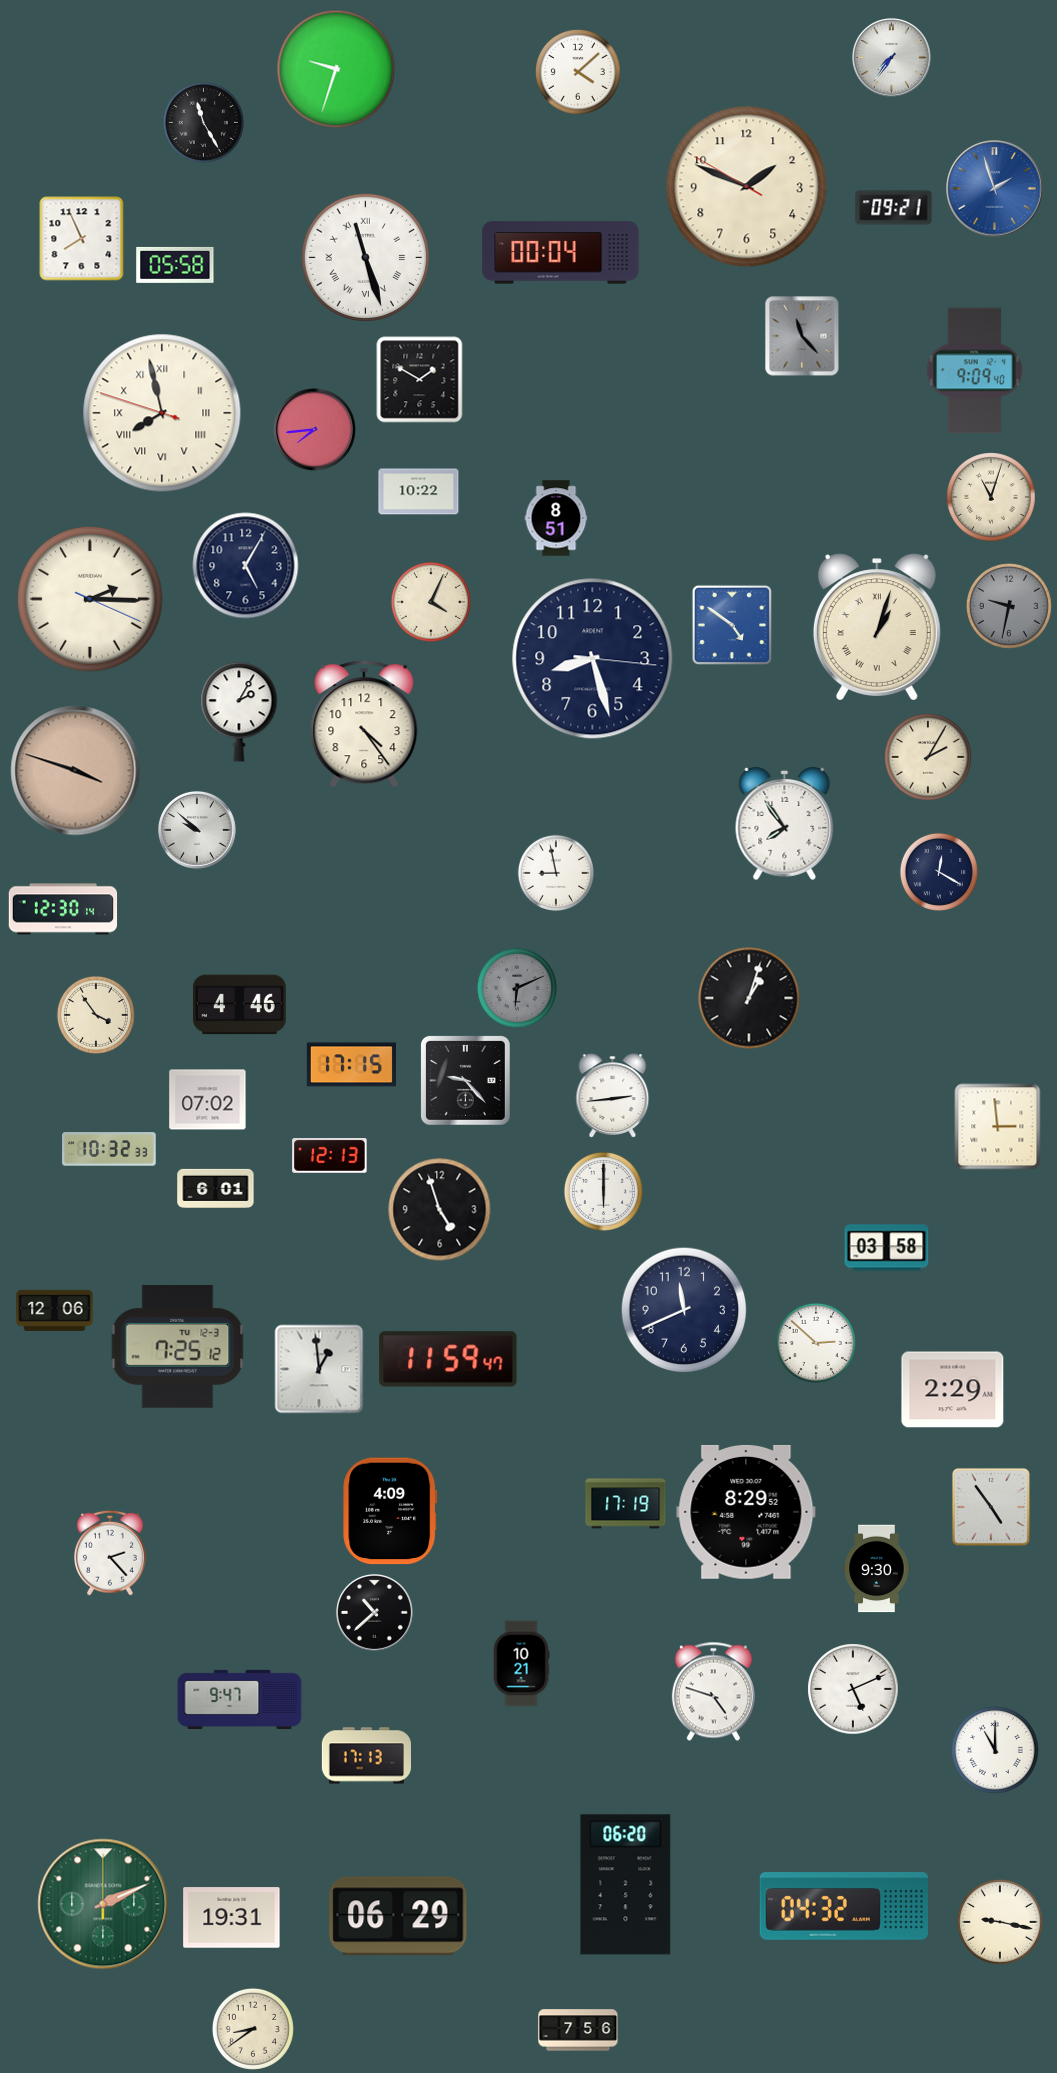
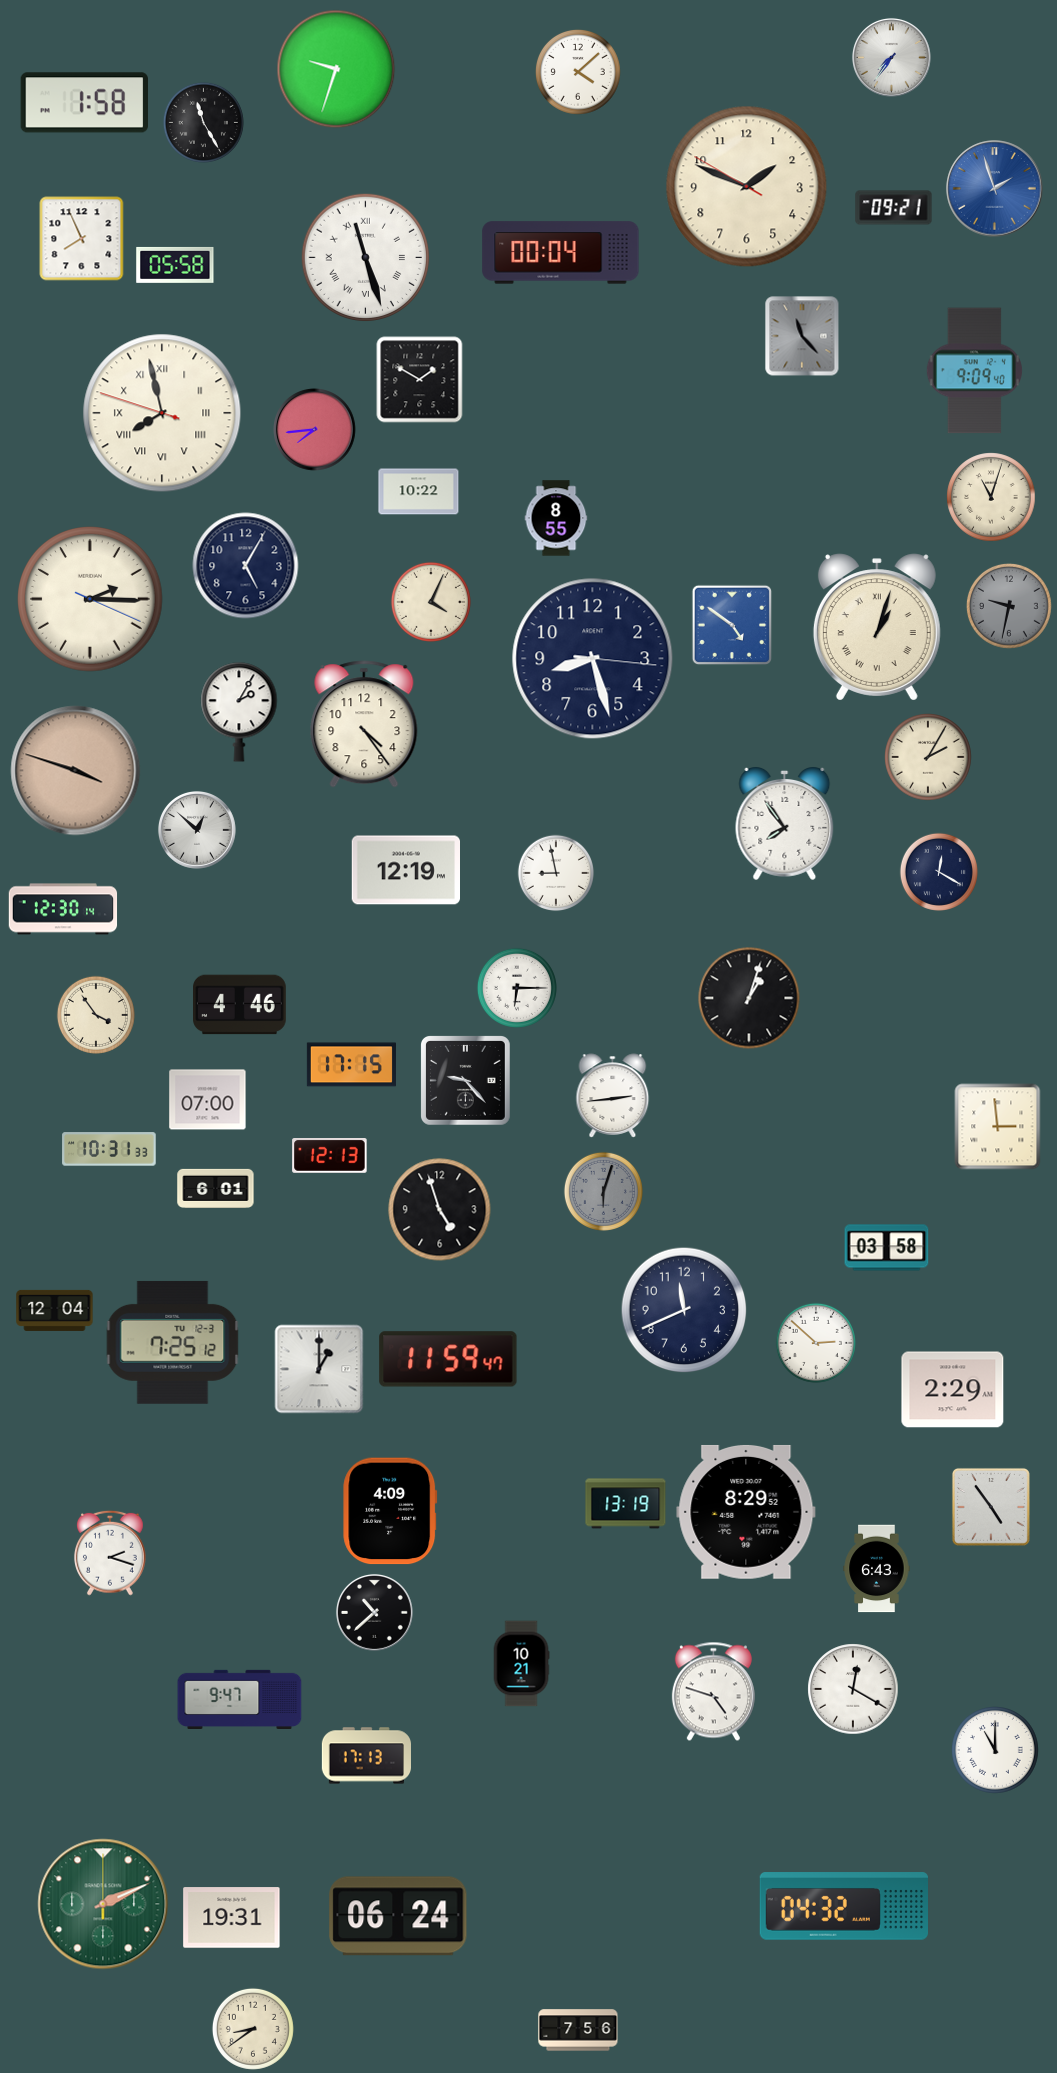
clock at (85, 103): none -> 1:58
clock at (556, 518): 8:51 -> 8:55
clock at (197, 830): 9:52 -> 12:52
clock at (405, 870): none -> 12:19
clock at (517, 988): 6:11 -> 6:15
clock at (517, 988) dial: grey -> white
clock at (208, 1100): 07:02 -> 07:00
clock at (109, 1149): 10:32 -> 10:31
clock at (603, 1191): 6:00 -> 6:03
clock at (603, 1191) dial: white -> grey
clock at (55, 1310): 12:06 -> 12:04
clock at (178, 1346) position: (178, 1346) -> (173, 1342)
clock at (319, 1369): 12:59 -> 1:00
clock at (626, 1504): 17:19 -> 13:19
clock at (110, 1553): 2:23 -> 2:18
clock at (877, 1569): 9:30 -> 6:43
clock at (853, 1689): 5:11 -> 12:20
clock at (626, 1885): 06:20 -> none
clock at (398, 1916): 06:29 -> 06:24
clock at (1000, 1922): 9:17 -> none
